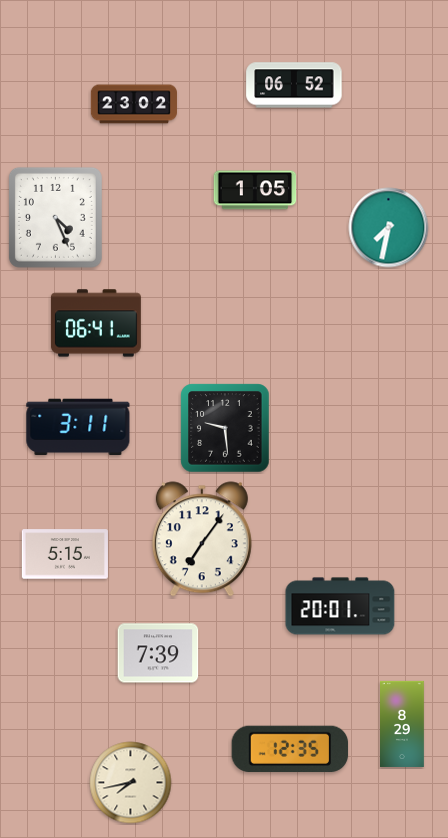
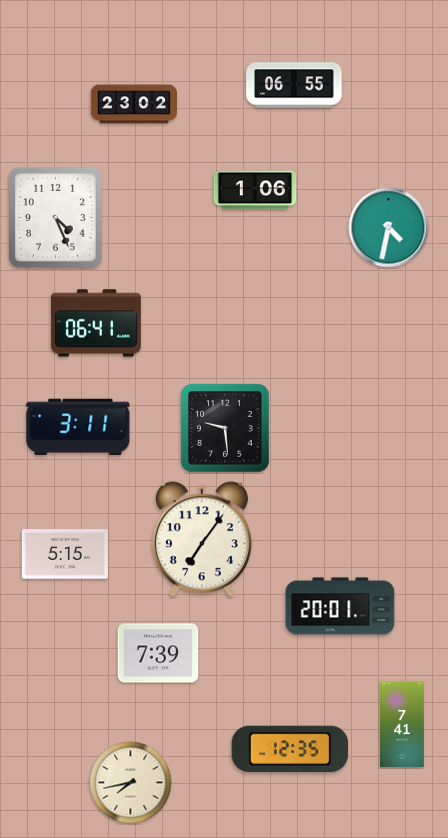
clock at (294, 85): 06:52 -> 06:55
clock at (255, 190): 1:05 -> 1:06
clock at (389, 228): 7:32 -> 4:32
clock at (403, 724): 8:29 -> 7:41
